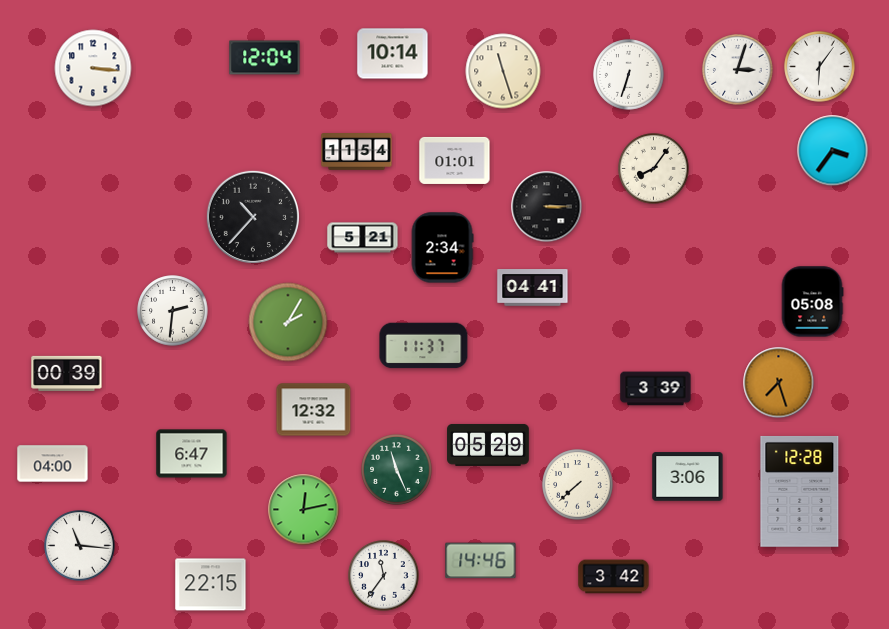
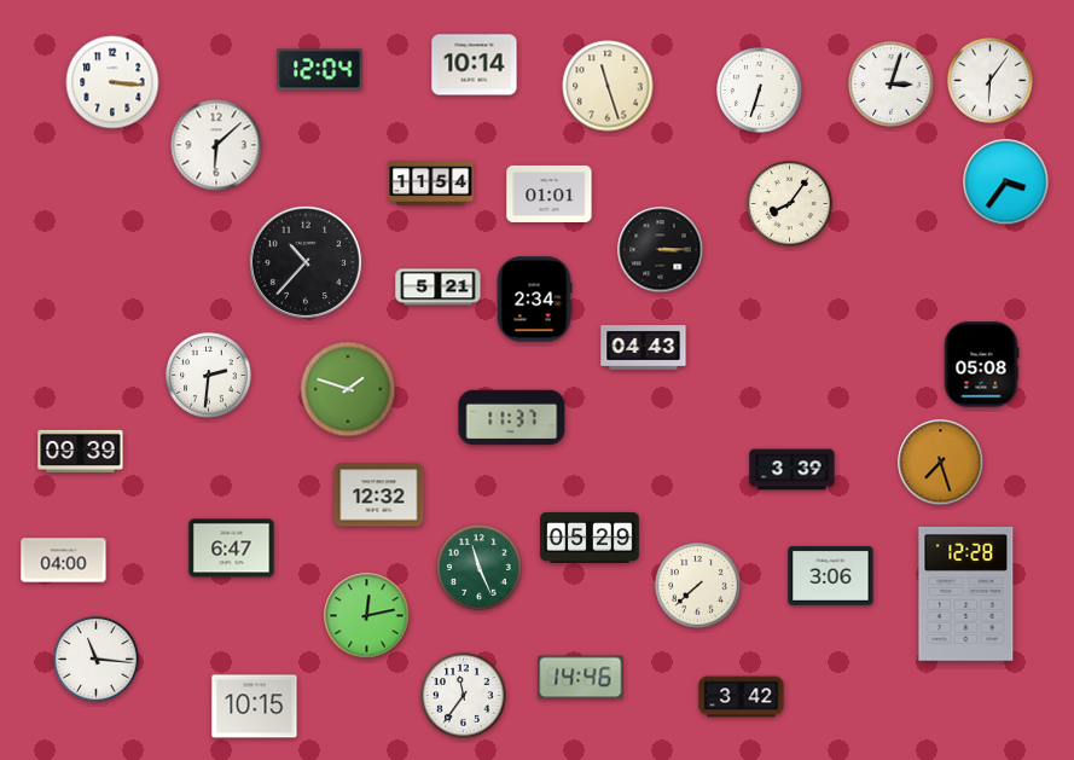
clock at (216, 145): none -> 6:08
clock at (533, 288): 04:41 -> 04:43
clock at (288, 322): 2:05 -> 1:48
clock at (67, 373): 00:39 -> 09:39
clock at (211, 585): 22:15 -> 10:15
